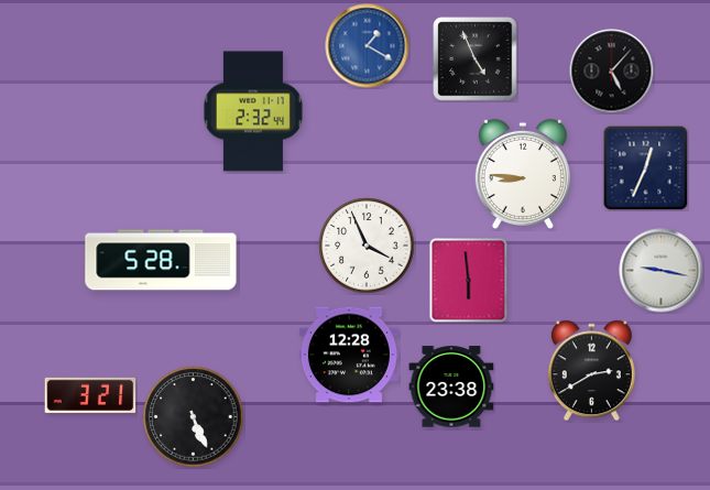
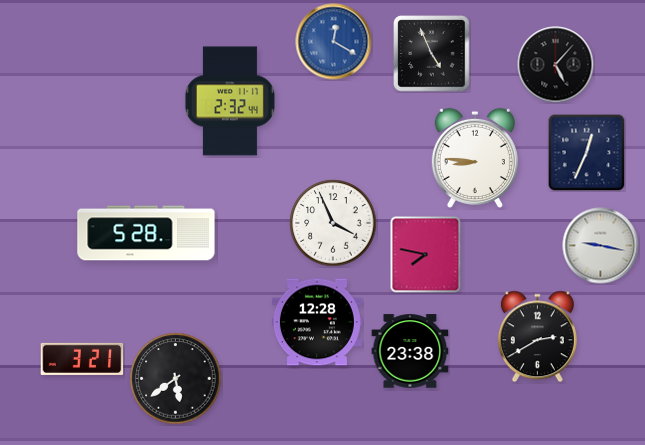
clock at (368, 46): 1:20 -> 12:20
clock at (161, 260) position: (161, 260) -> (146, 233)
clock at (469, 281): 5:59 -> 7:47
clock at (194, 417): 5:26 -> 5:39
